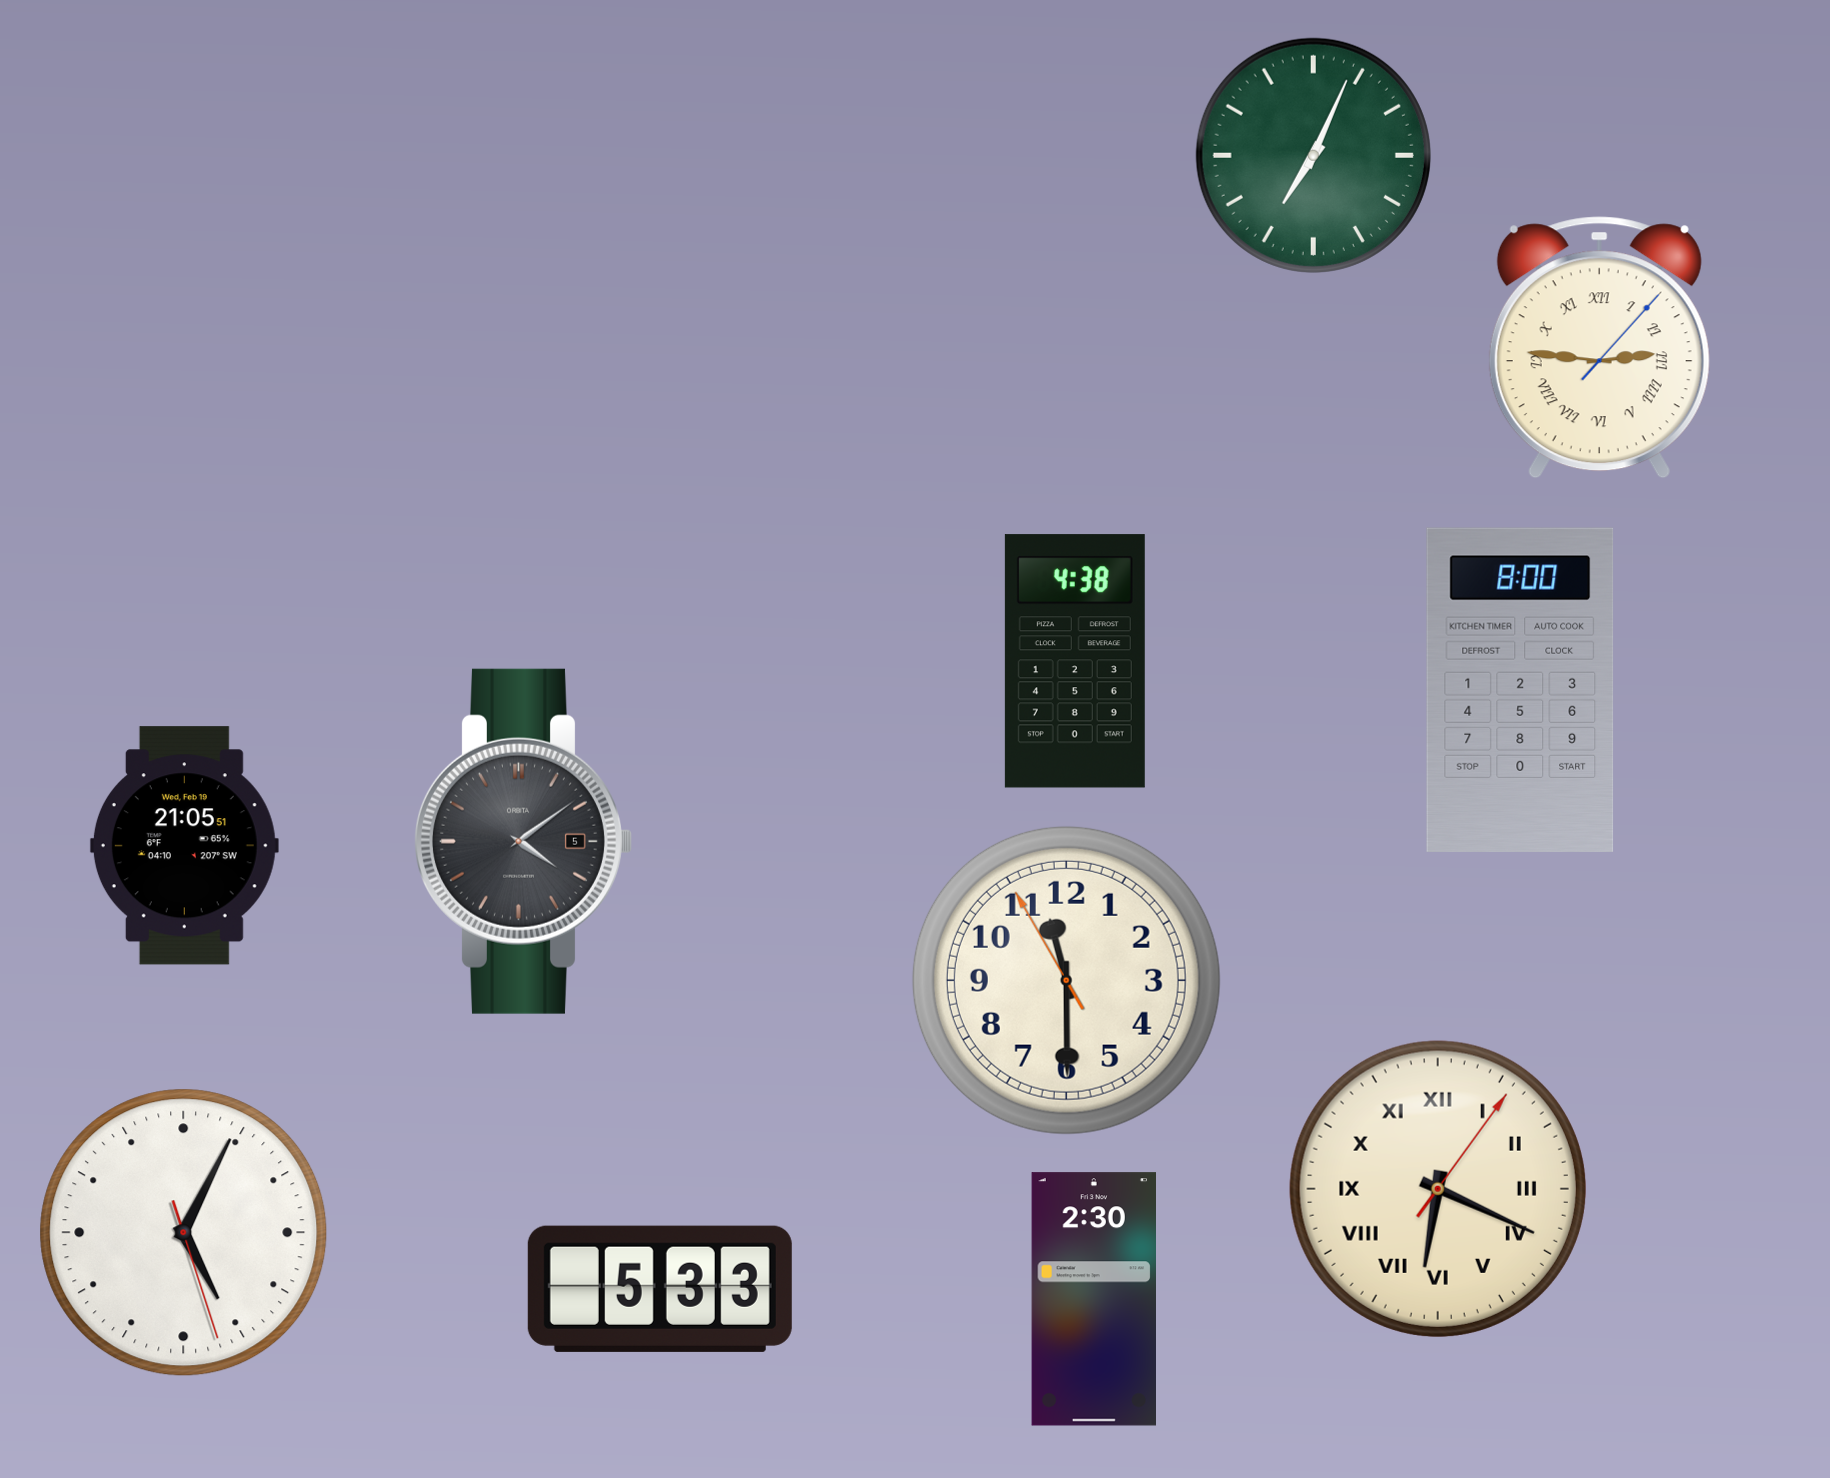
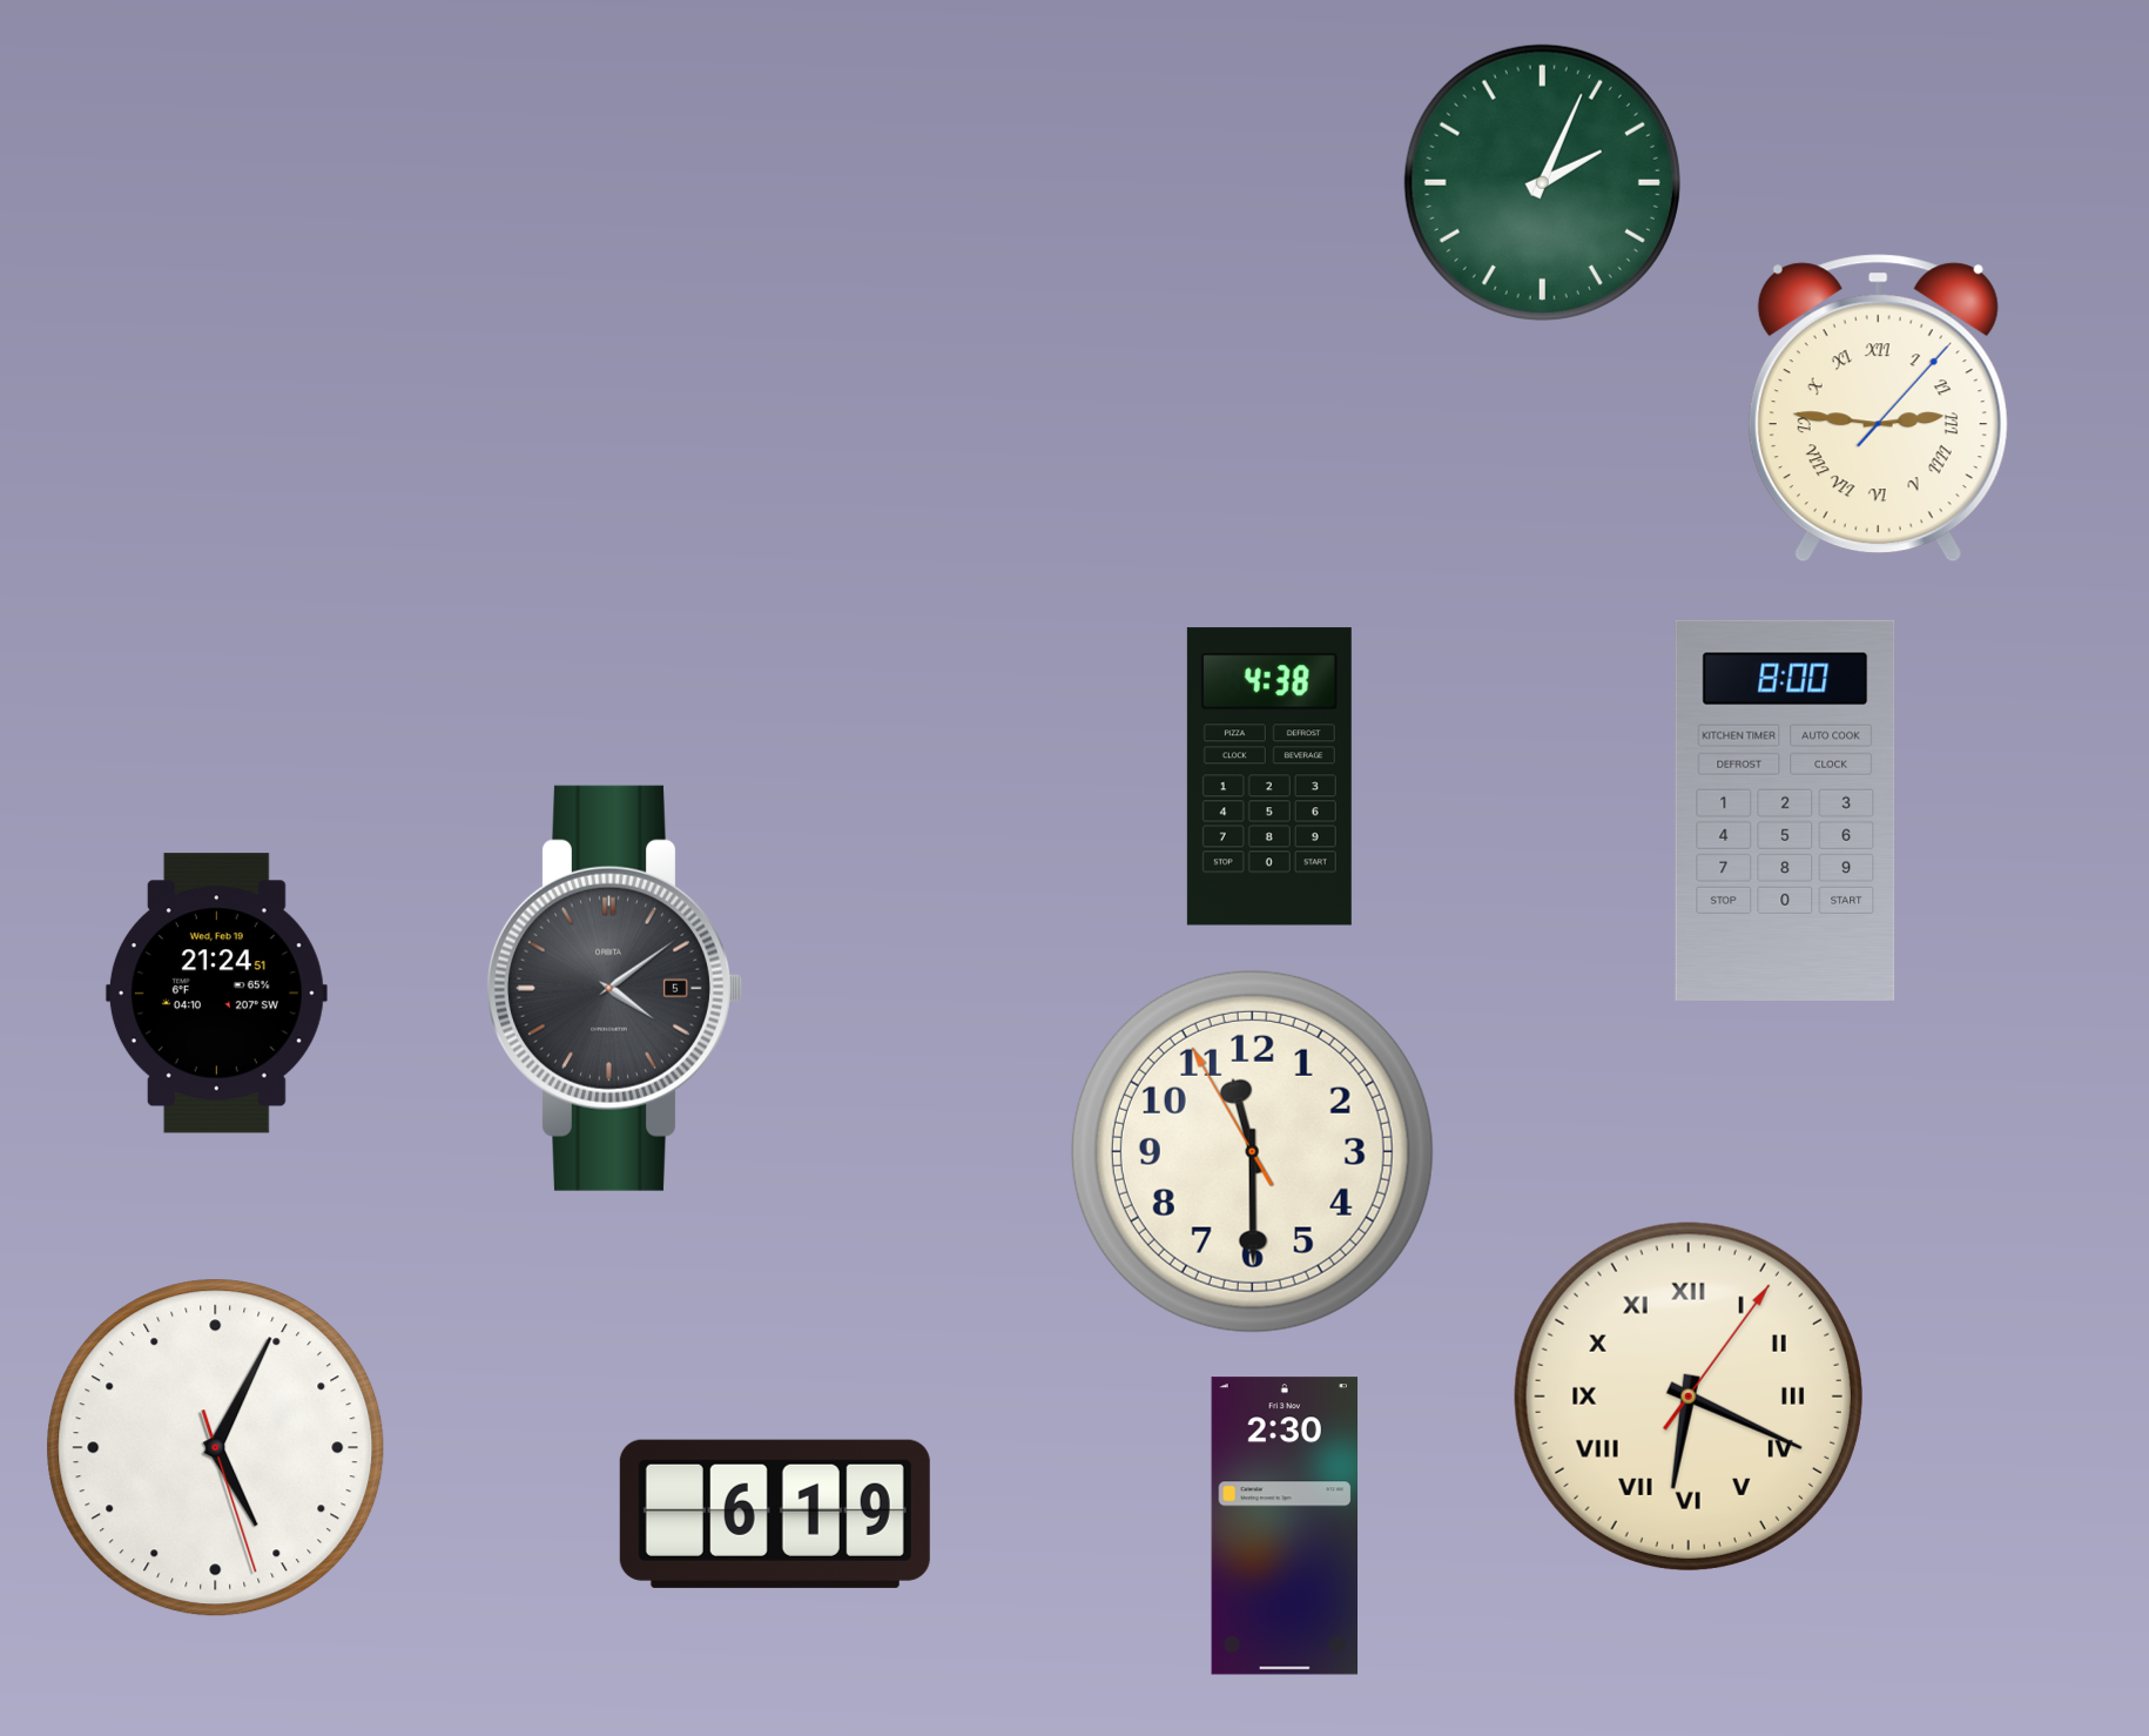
clock at (1313, 155): 7:04 -> 2:04
clock at (1075, 661) position: (1075, 661) -> (1269, 776)
clock at (184, 846): 21:05 -> 21:24
clock at (660, 1289): 5:33 -> 6:19
